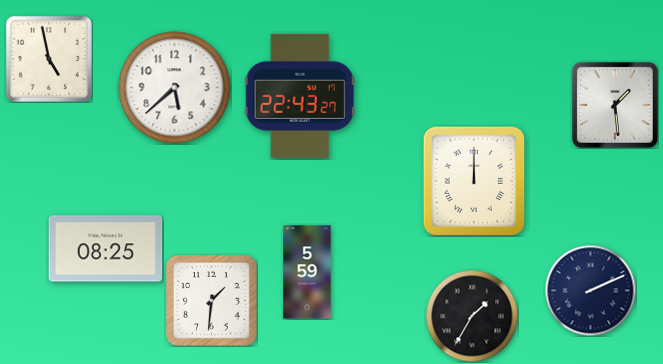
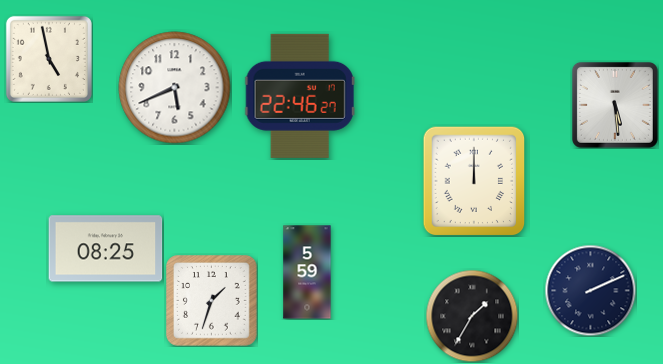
clock at (175, 88): 5:38 -> 5:41
clock at (300, 96): 22:43 -> 22:46
clock at (615, 105): 1:29 -> 5:29
clock at (212, 301): 1:31 -> 1:33
